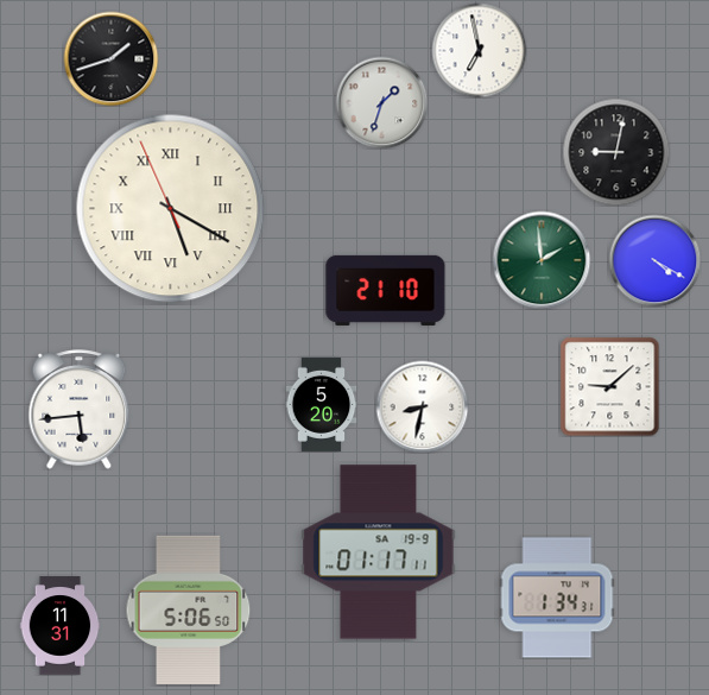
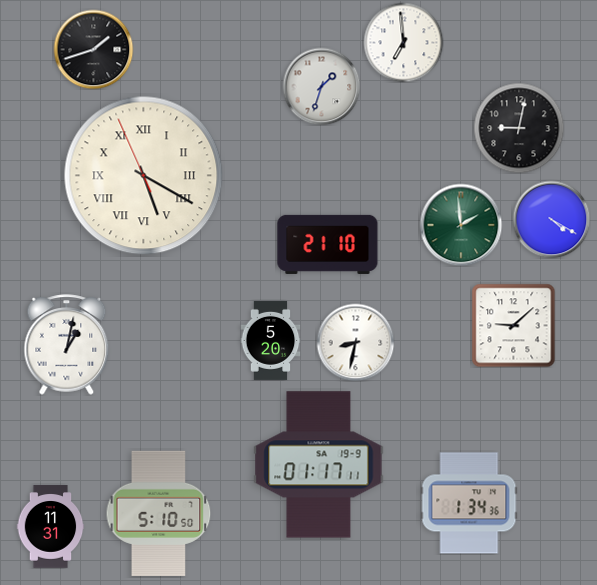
clock at (479, 50): 6:58 -> 6:59
clock at (542, 260) position: (542, 260) -> (461, 225)
clock at (386, 290) position: (386, 290) -> (328, 244)
clock at (80, 410): 5:44 -> 1:02
clock at (557, 598): 1:34:31 -> 1:34:36
clock at (189, 609): 5:06 -> 5:10
